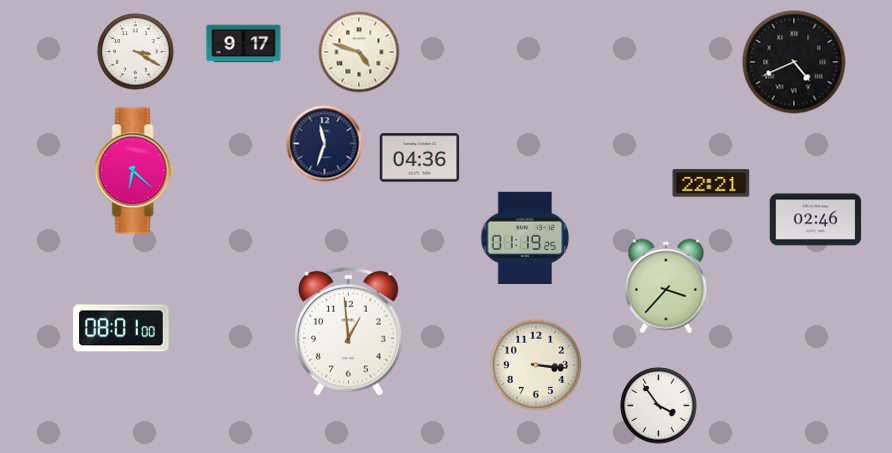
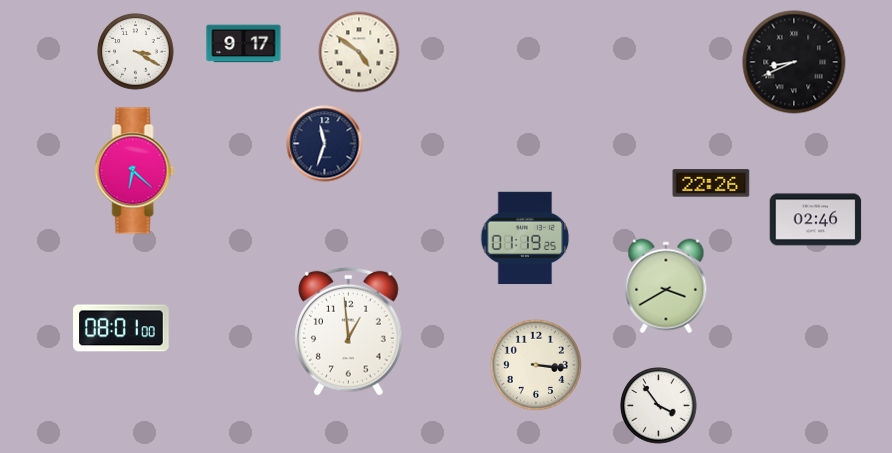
clock at (359, 52): 4:48 -> 4:51
clock at (794, 62): 4:41 -> 8:41
clock at (420, 158): 04:36 -> none
clock at (711, 183): 22:21 -> 22:26
clock at (666, 286): 3:37 -> 3:40
